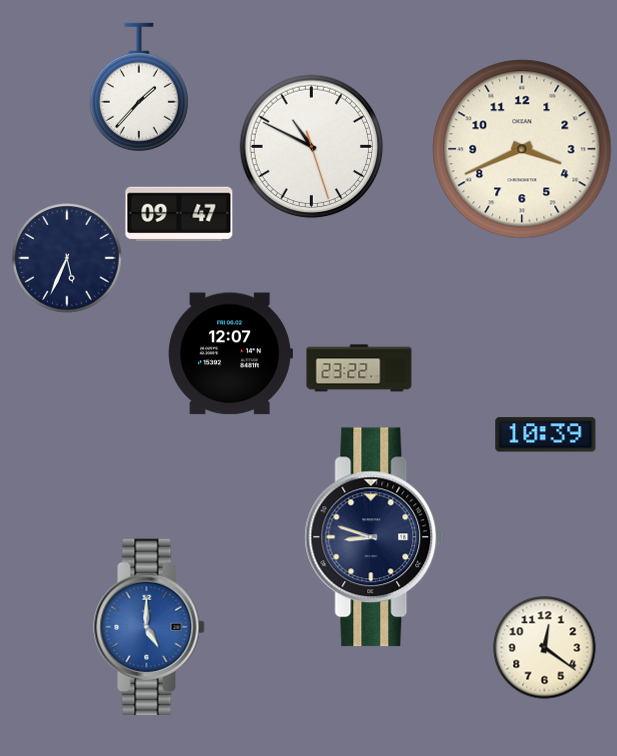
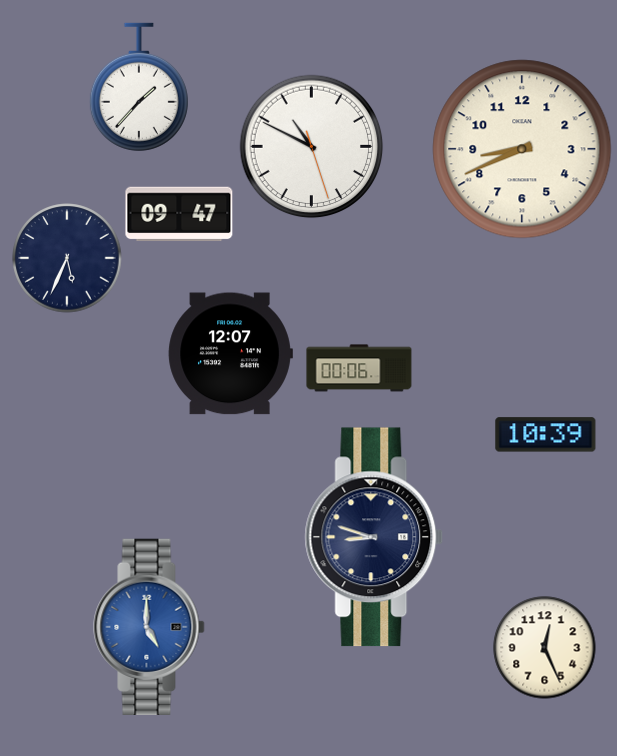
clock at (522, 149): 3:41 -> 8:41
clock at (359, 368): 23:22 -> 00:06
clock at (545, 648): 12:21 -> 12:26
